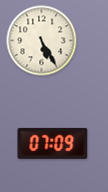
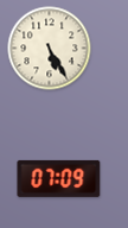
clock at (53, 143) position: (53, 143) -> (59, 178)
